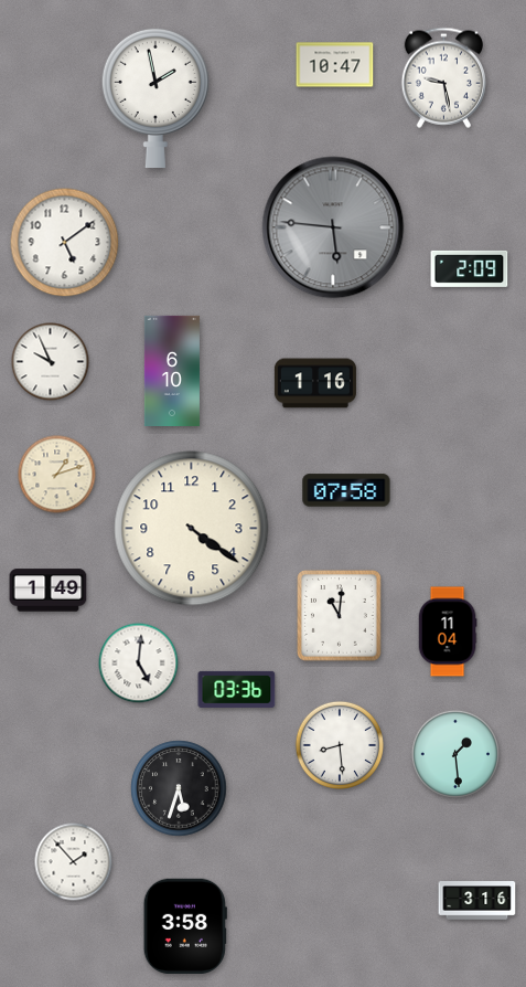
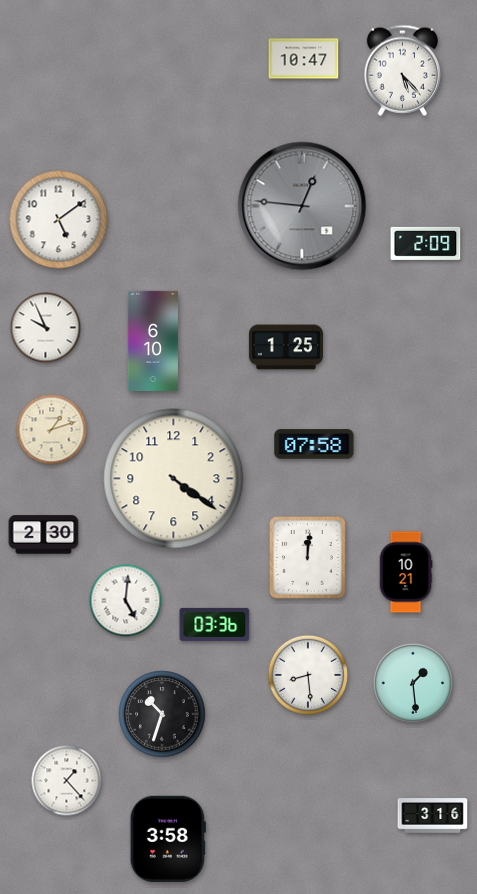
clock at (443, 77): 9:28 -> 5:23
clock at (155, 97): 1:58 -> none
clock at (333, 227): 5:46 -> 12:46
clock at (172, 370) position: (172, 370) -> (153, 340)
clock at (315, 383): 1:16 -> 1:25
clock at (49, 591): 1:49 -> 2:30
clock at (340, 616): 11:01 -> 12:01
clock at (448, 632): 11:04 -> 10:21
clock at (179, 788): 5:33 -> 10:33
clock at (74, 862): 1:53 -> 1:23
